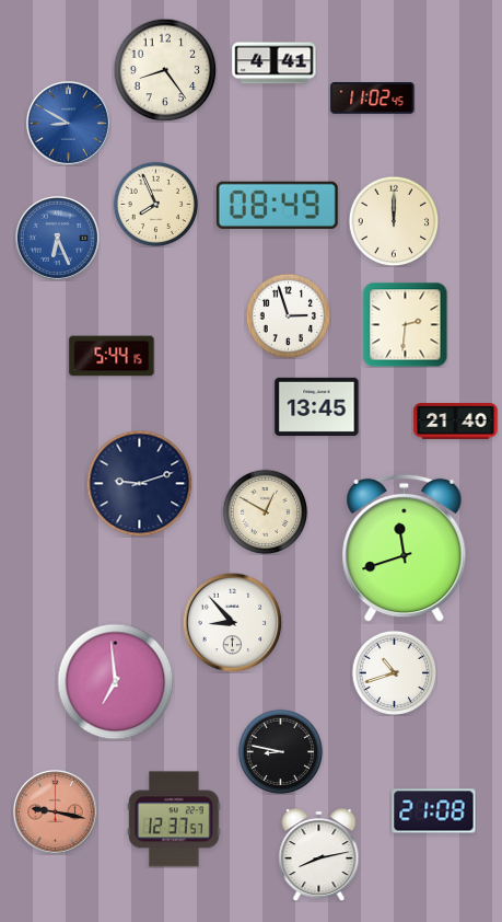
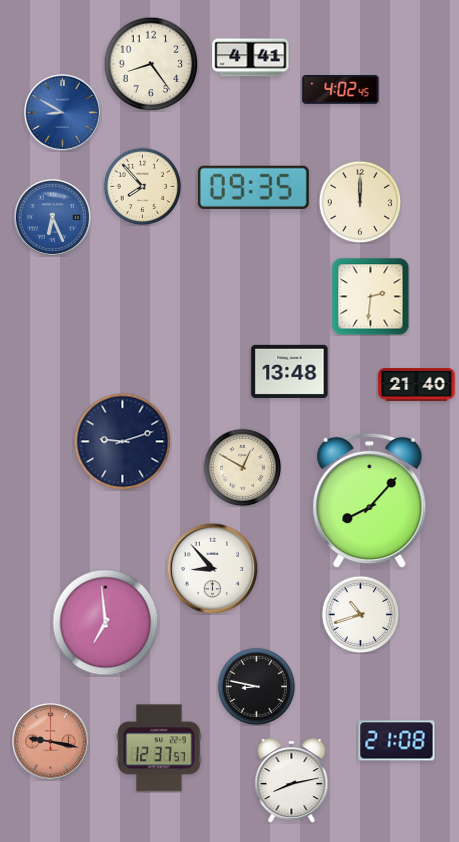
clock at (373, 99): 11:02 -> 4:02
clock at (155, 204): 7:56 -> 7:53
clock at (277, 205): 08:49 -> 09:35
clock at (288, 315): 2:57 -> none
clock at (112, 356): 5:44 -> none
clock at (317, 406): 13:45 -> 13:48
clock at (139, 483) position: (139, 483) -> (122, 441)
clock at (405, 549): 11:42 -> 8:07
